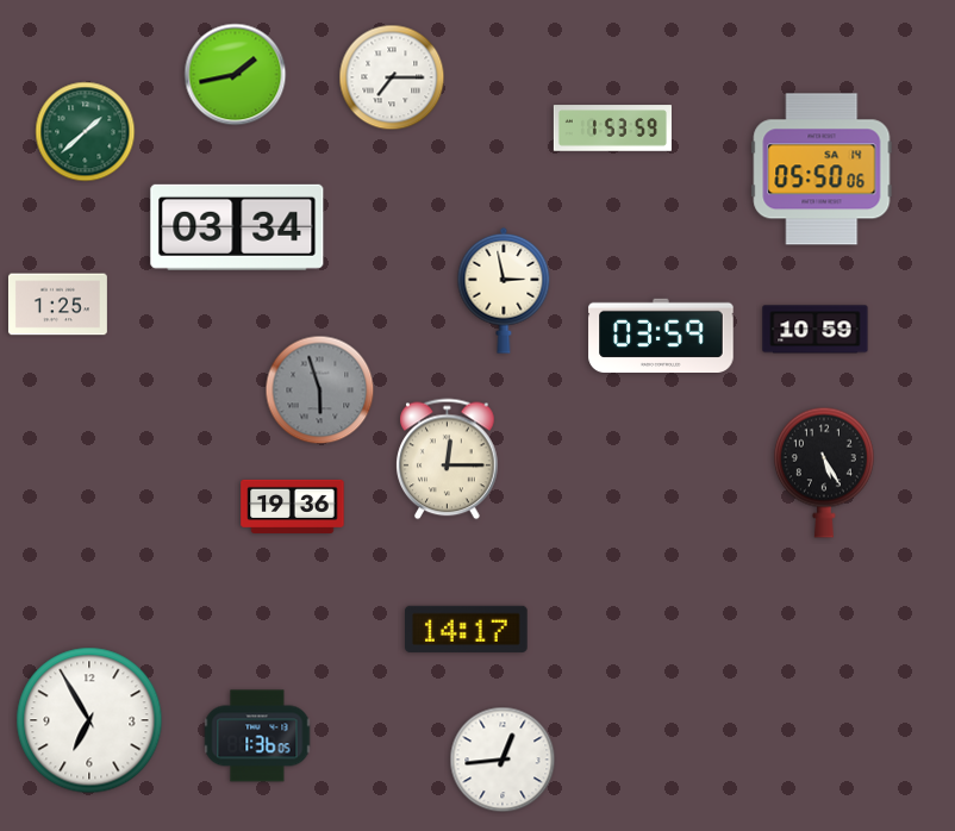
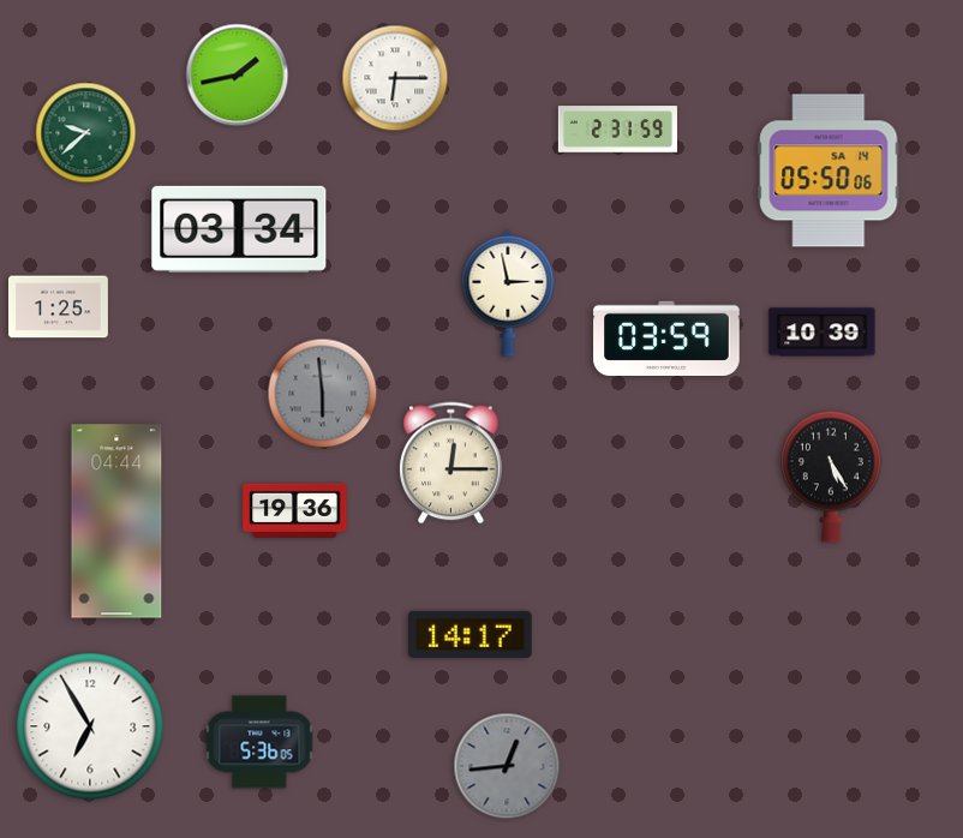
clock at (392, 77): 7:15 -> 6:15
clock at (612, 129): 1:53 -> 2:31
clock at (86, 132): 1:38 -> 9:38
clock at (816, 330): 10:59 -> 10:39
clock at (320, 390): 5:57 -> 5:59
clock at (116, 521): none -> 04:44
clock at (257, 736): 1:36 -> 5:36
clock at (503, 760) dial: white -> grey
